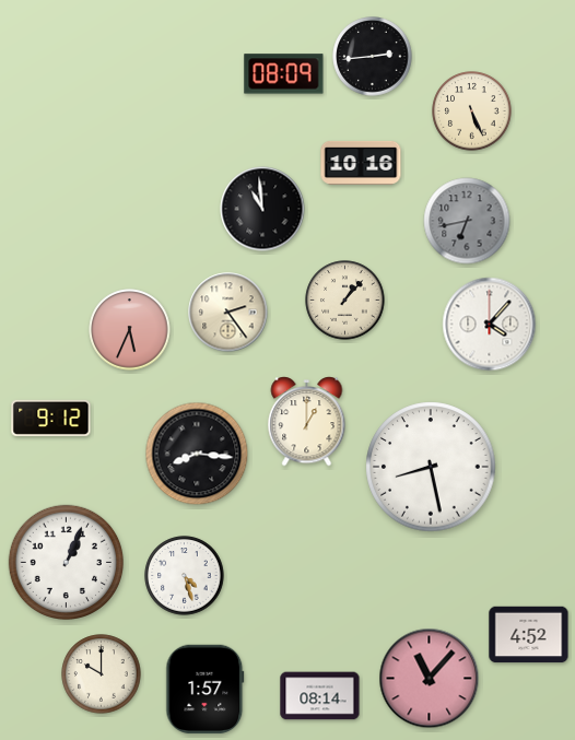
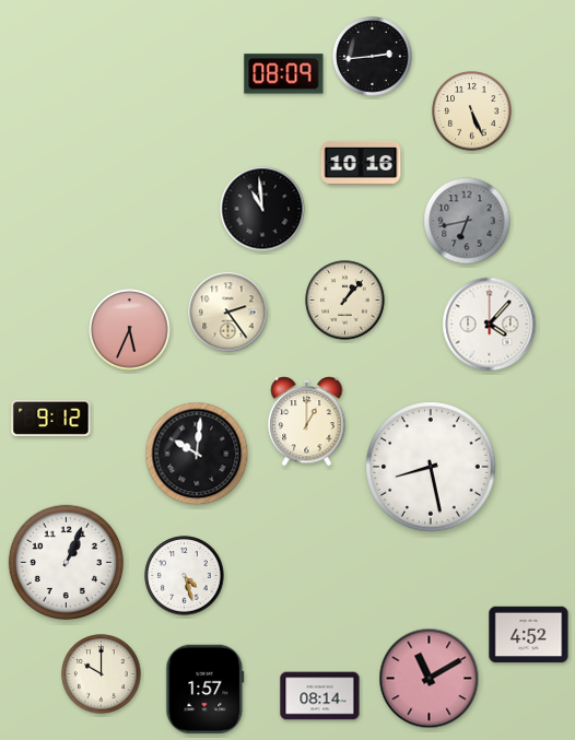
clock at (197, 454): 8:16 -> 10:01
clock at (430, 679): 11:07 -> 11:10
